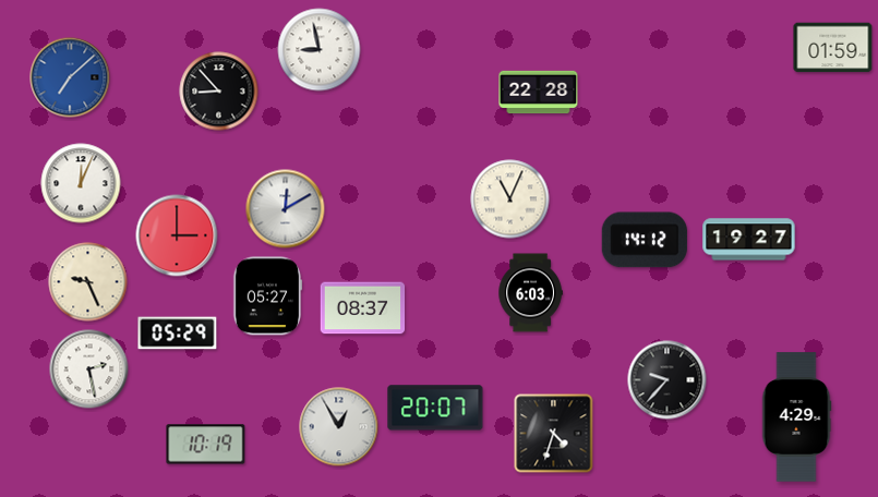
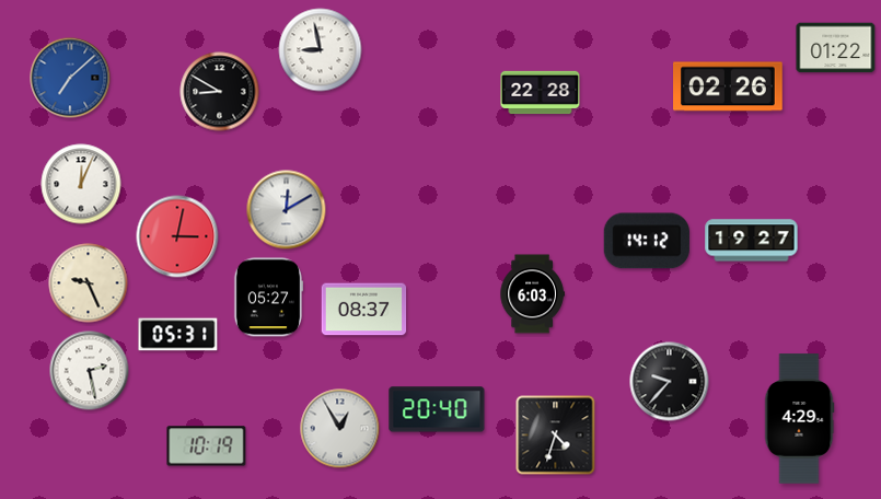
clock at (833, 48): 01:59 -> 01:22
clock at (729, 86): none -> 02:26
clock at (219, 92): 8:53 -> 8:50
clock at (510, 199): 11:04 -> none
clock at (177, 235): 3:00 -> 3:02
clock at (178, 334): 05:29 -> 05:31
clock at (435, 408): 20:07 -> 20:40
